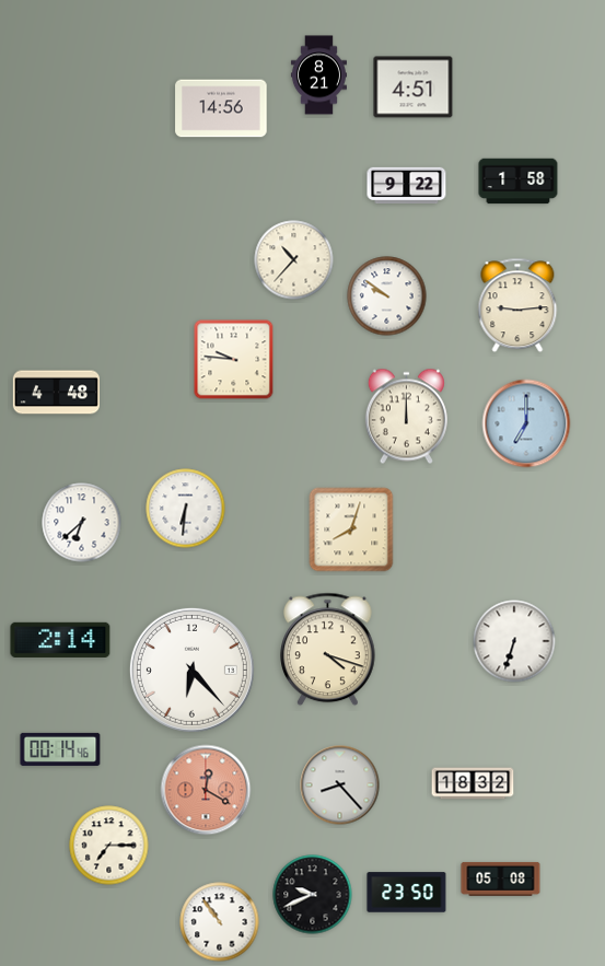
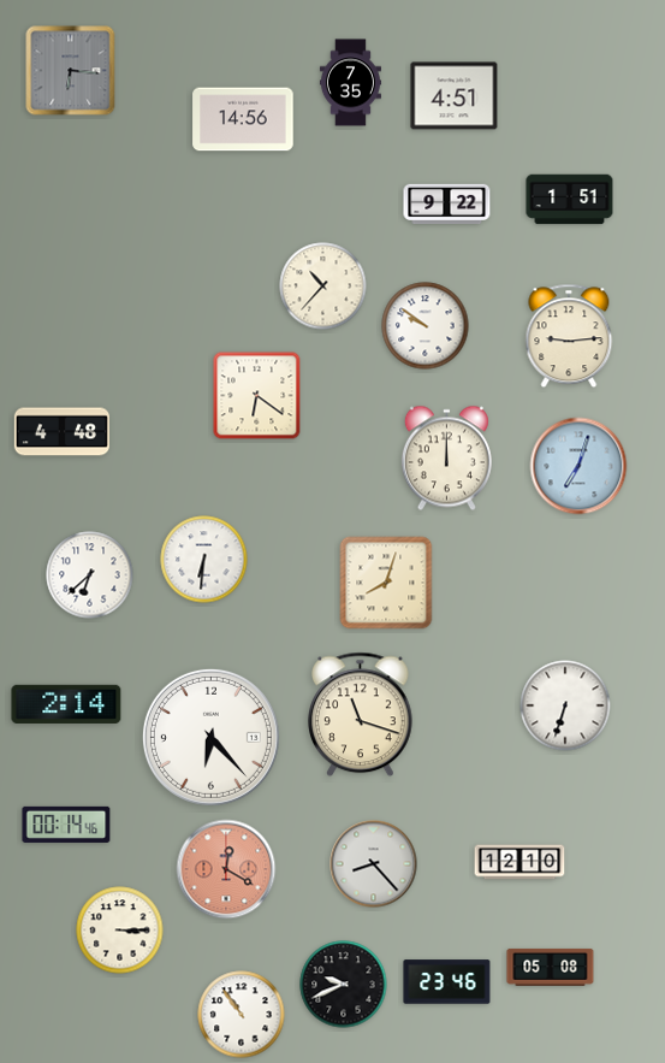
clock at (71, 71): none -> 6:16
clock at (318, 75): 8:21 -> 7:35
clock at (519, 182): 1:58 -> 1:51
clock at (234, 360): 9:46 -> 6:21
clock at (526, 423): 7:00 -> 7:03
clock at (328, 650): 4:18 -> 11:18
clock at (473, 783): 18:32 -> 12:10
clock at (109, 846): 7:15 -> 3:15
clock at (407, 893): 23:50 -> 23:46
